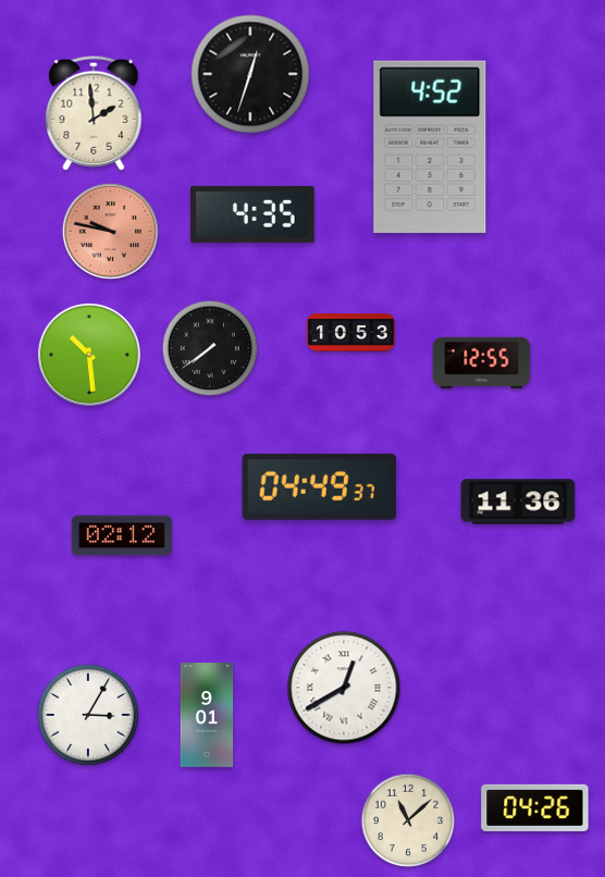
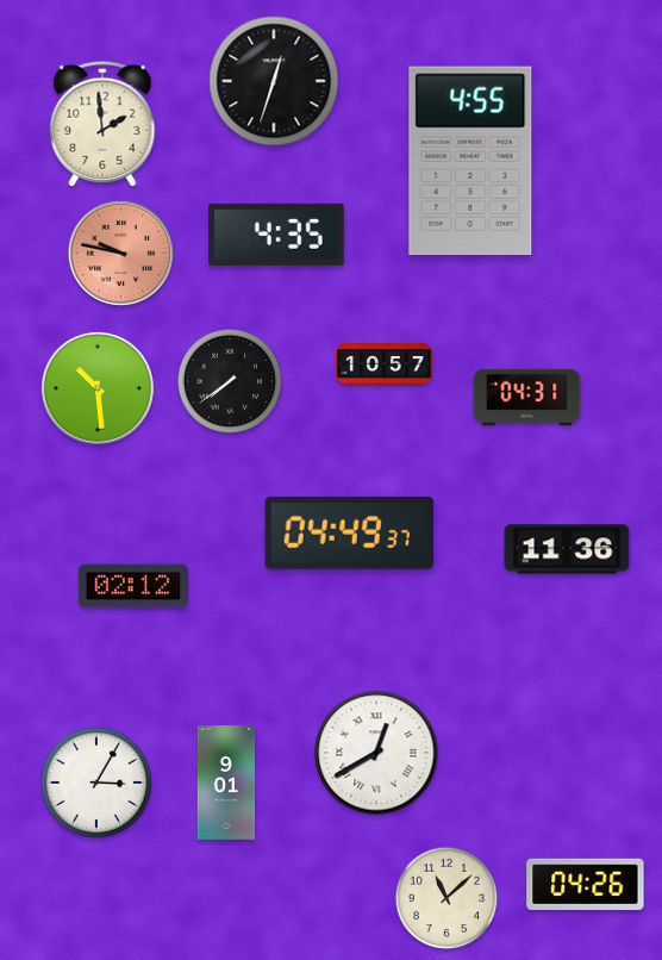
clock at (430, 147): 4:52 -> 4:55
clock at (351, 333): 10:53 -> 10:57
clock at (482, 362): 12:55 -> 04:31
